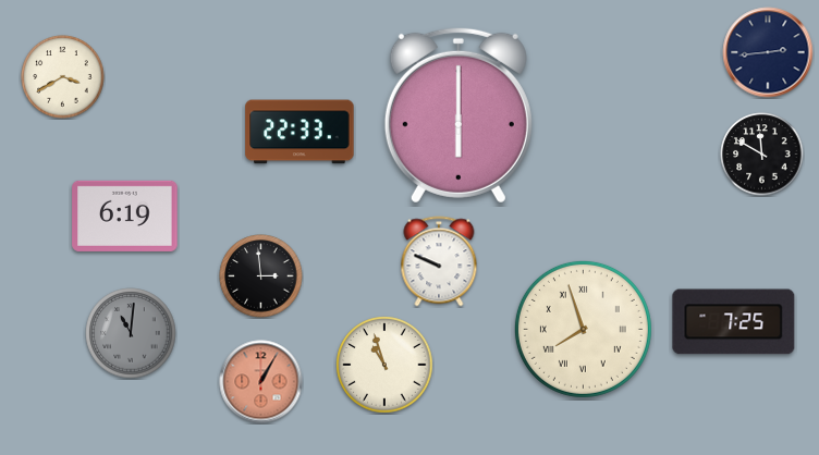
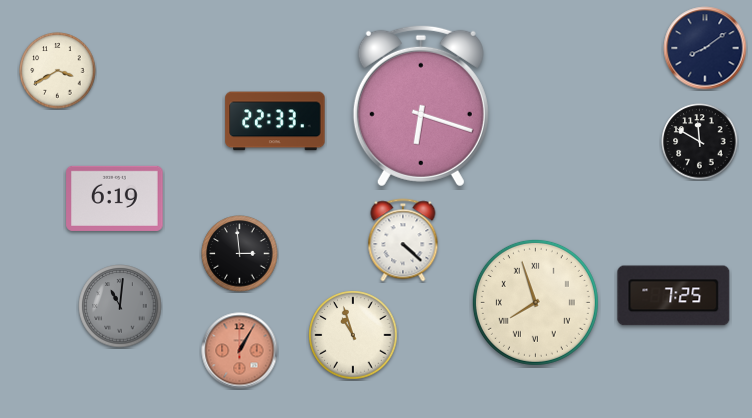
clock at (768, 52): 2:44 -> 8:09
clock at (459, 115): 6:00 -> 6:18
clock at (439, 261): 9:49 -> 4:22
